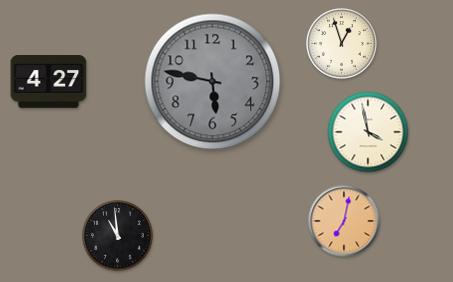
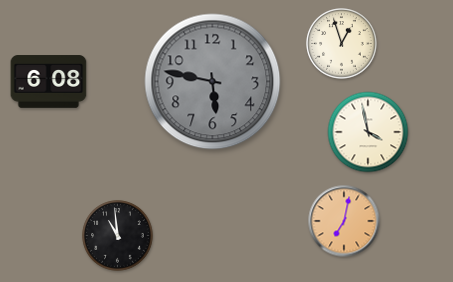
clock at (49, 82): 4:27 -> 6:08
